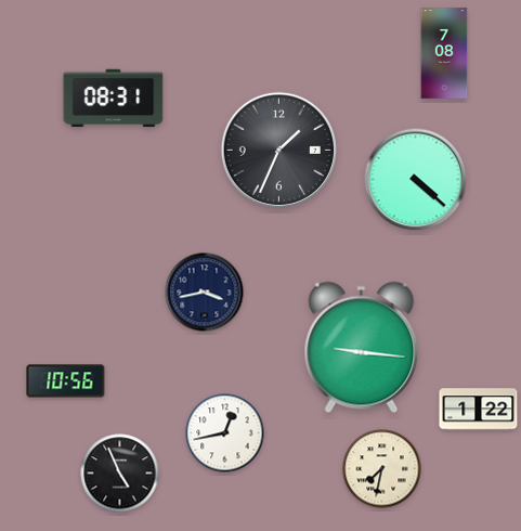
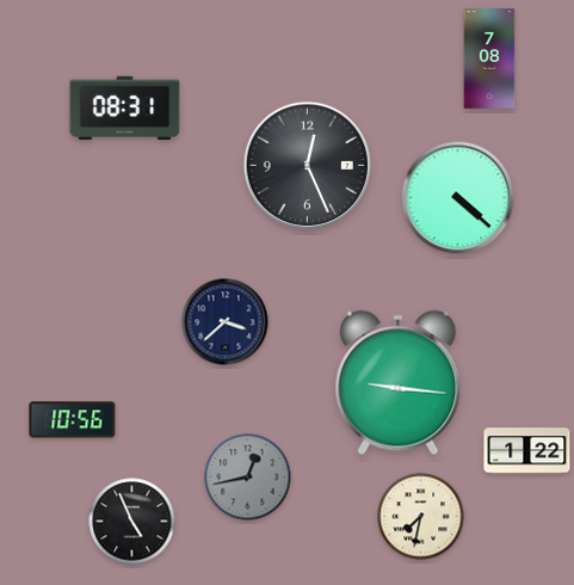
clock at (278, 150): 1:34 -> 12:26
clock at (205, 293): 3:43 -> 3:38
clock at (225, 433) dial: white -> grey
